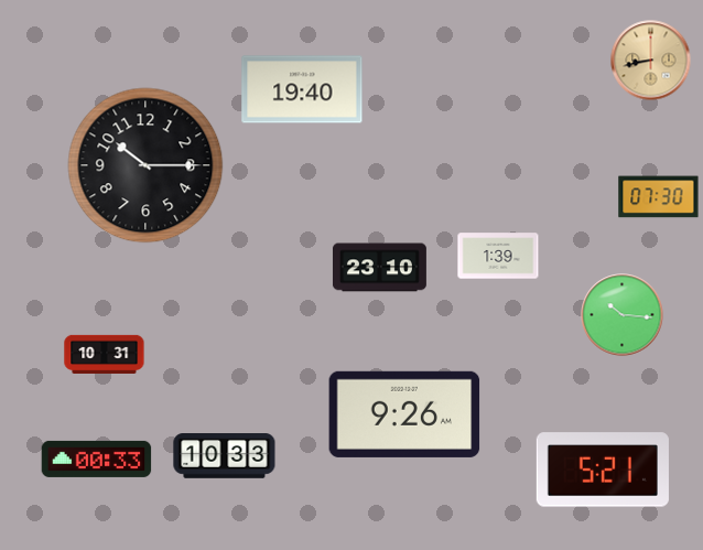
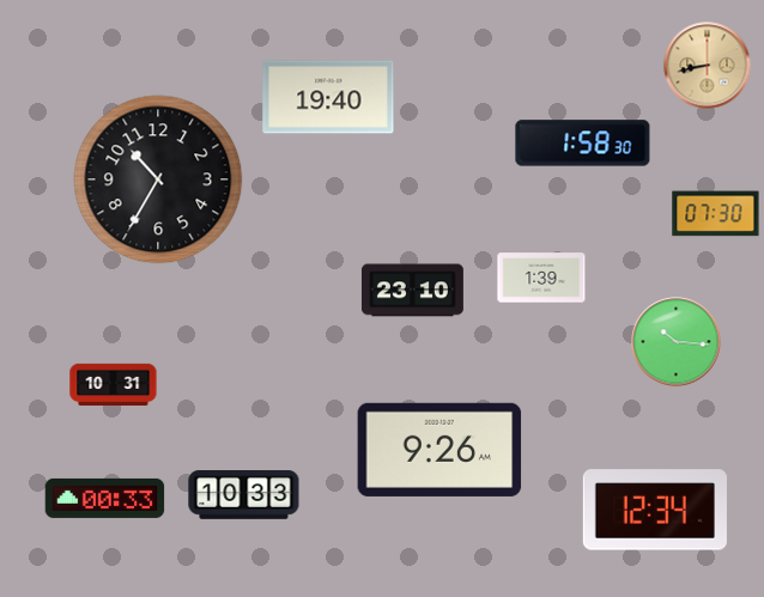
clock at (583, 144): none -> 1:58
clock at (145, 165): 10:15 -> 10:35
clock at (603, 470): 5:21 -> 12:34
